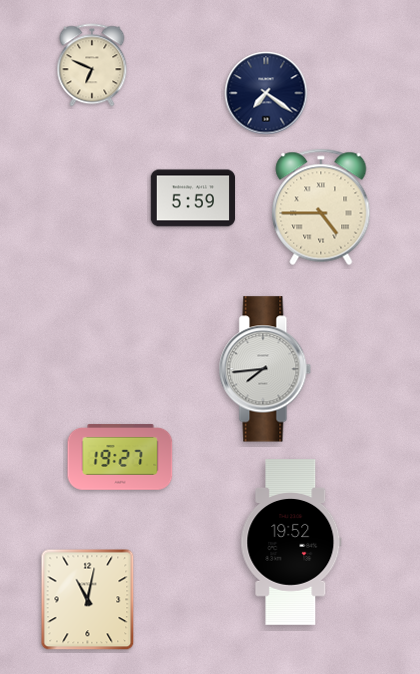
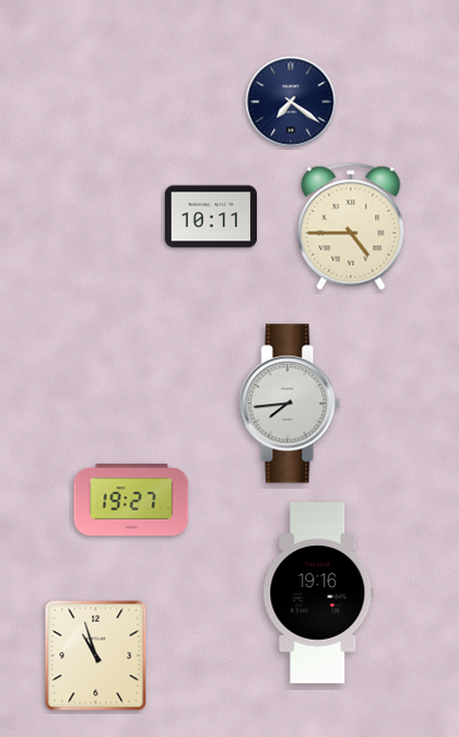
clock at (92, 65): 6:49 -> none
clock at (193, 198): 5:59 -> 10:11
clock at (291, 542): 19:52 -> 19:16
clock at (88, 600): 11:02 -> 10:57
